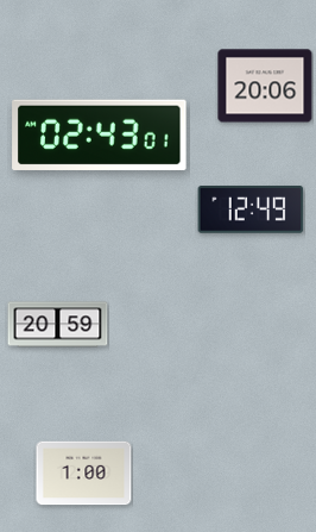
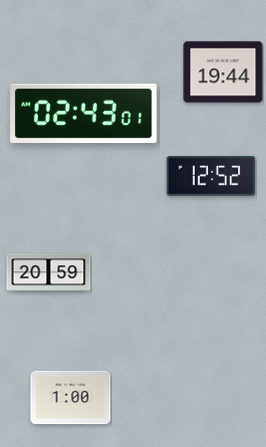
clock at (265, 86): 20:06 -> 19:44
clock at (251, 209): 12:49 -> 12:52
